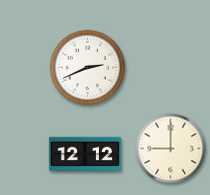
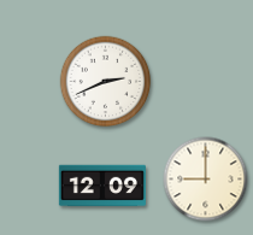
clock at (85, 154): 12:12 -> 12:09
